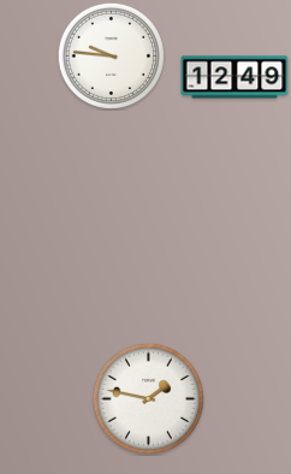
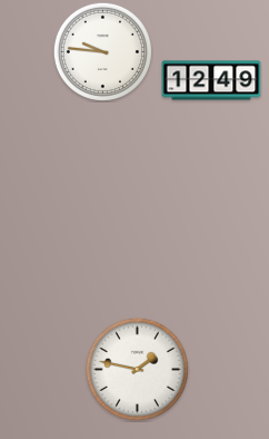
clock at (234, 77) position: (234, 77) -> (211, 80)
